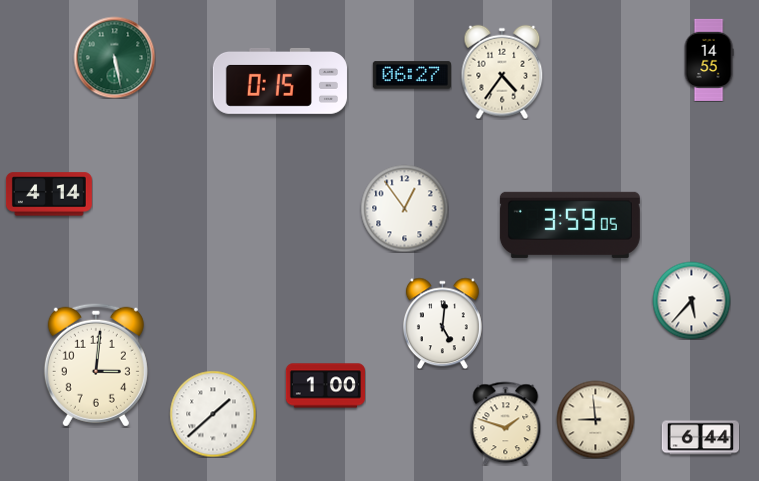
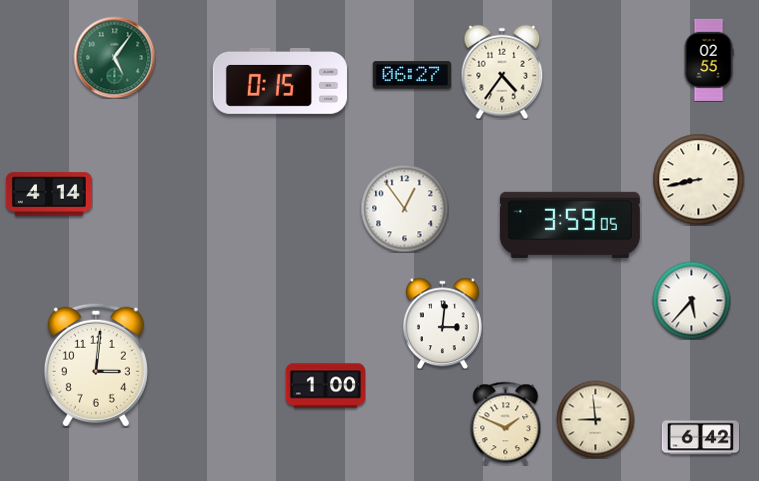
clock at (114, 57): 5:28 -> 5:06
clock at (709, 60): 14:55 -> 02:55
clock at (698, 179): none -> 8:43
clock at (442, 323): 5:01 -> 3:01
clock at (213, 414): 1:38 -> none
clock at (506, 423): 1:48 -> 1:49
clock at (700, 438): 6:44 -> 6:42
